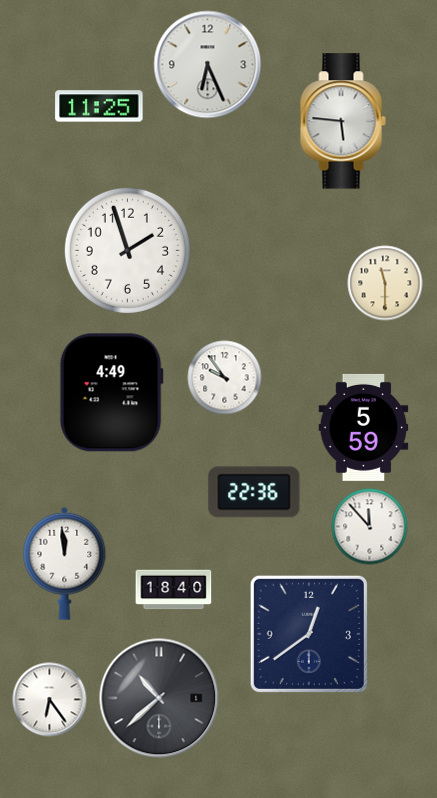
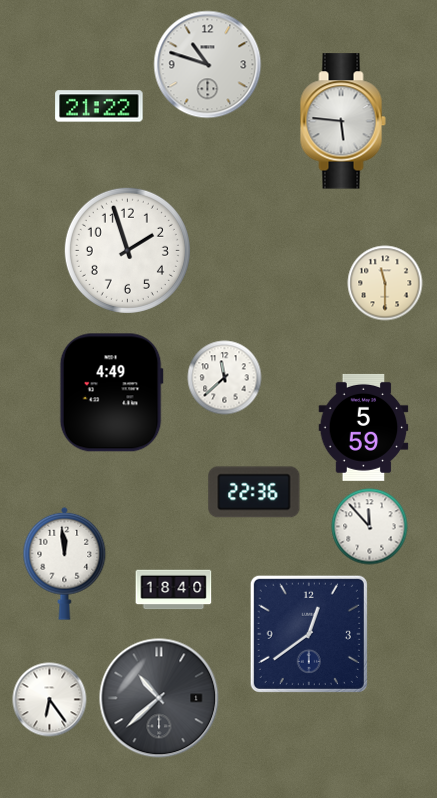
clock at (208, 65): 6:26 -> 10:48
clock at (99, 106): 11:25 -> 21:22
clock at (225, 378): 9:54 -> 11:38
